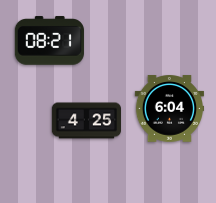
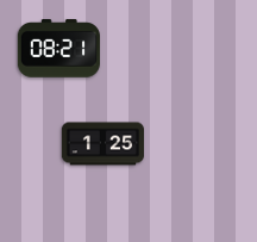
clock at (169, 109): 6:04 -> none
clock at (87, 121): 4:25 -> 1:25
